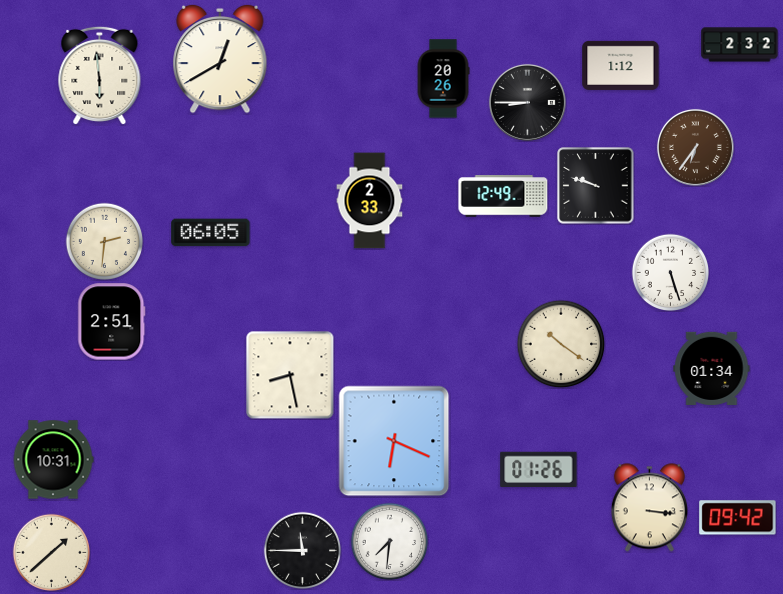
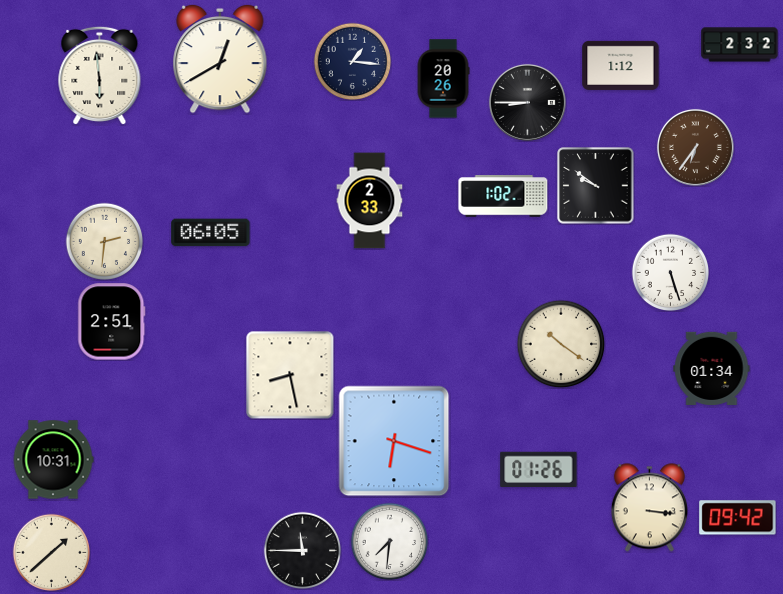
clock at (352, 61): none -> 1:16
clock at (596, 186): 9:48 -> 9:51
clock at (503, 196): 12:49 -> 1:02
clock at (394, 441): 6:19 -> 6:18
